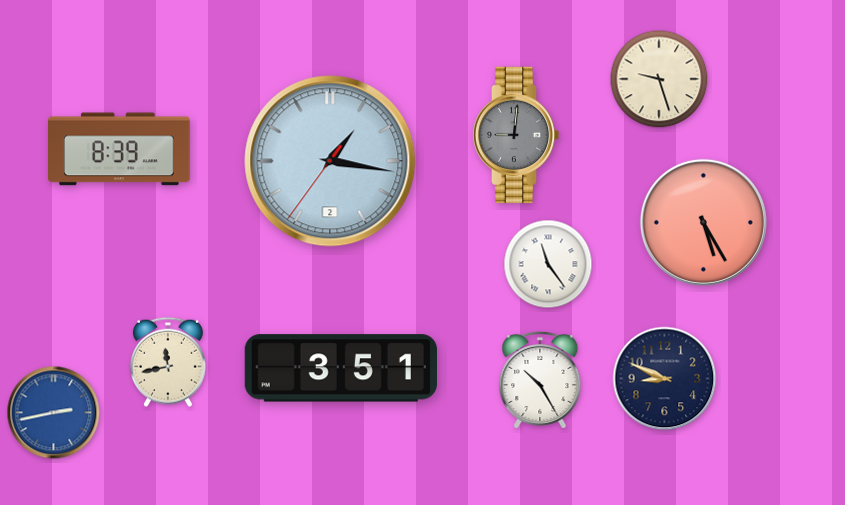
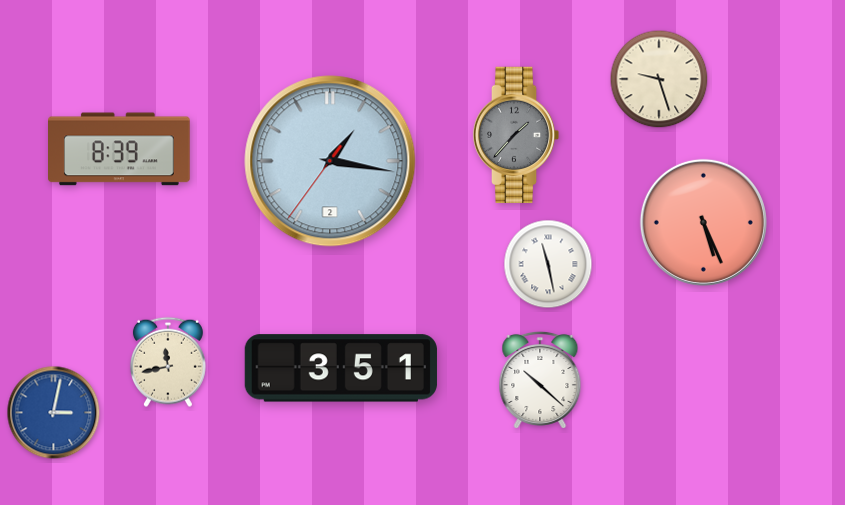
clock at (516, 135): 9:01 -> 1:37
clock at (703, 222): 5:25 -> 5:26
clock at (548, 264): 11:24 -> 11:28
clock at (665, 379): 8:49 -> none
clock at (540, 380): 10:25 -> 10:22
clock at (54, 413): 2:43 -> 3:02
